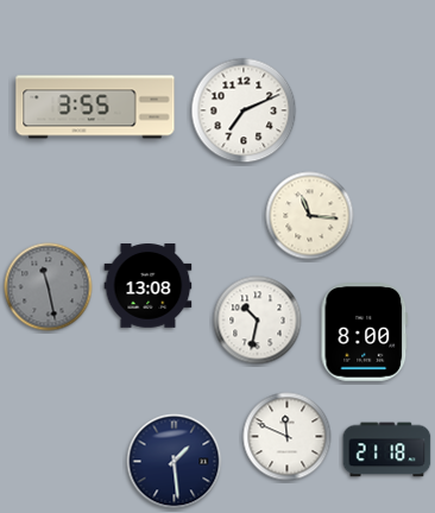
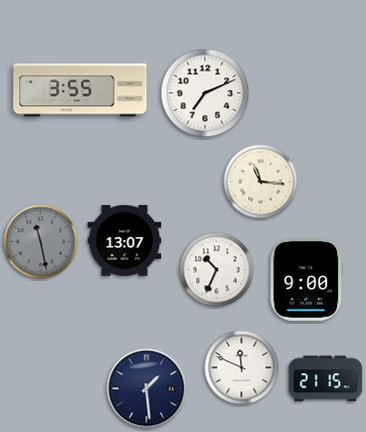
clock at (149, 286): 13:08 -> 13:07
clock at (258, 321): 10:32 -> 10:34
clock at (365, 332): 8:00 -> 9:00
clock at (387, 450): 21:18 -> 21:15
